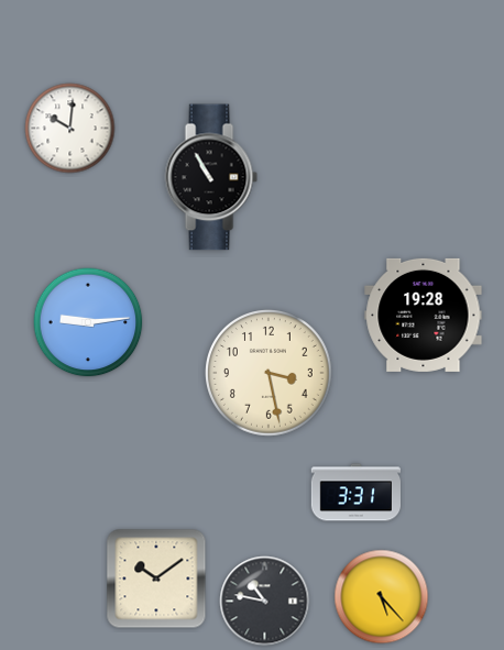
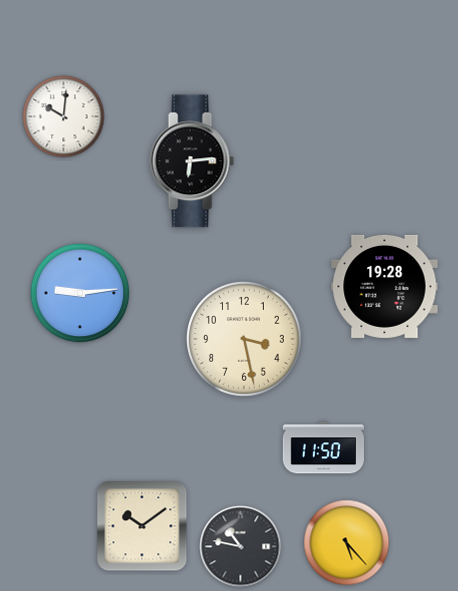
clock at (211, 177): 10:55 -> 6:14
clock at (355, 493): 3:31 -> 11:50
